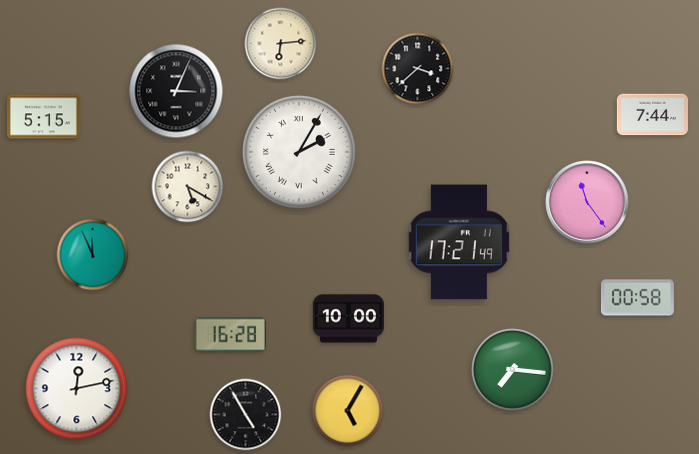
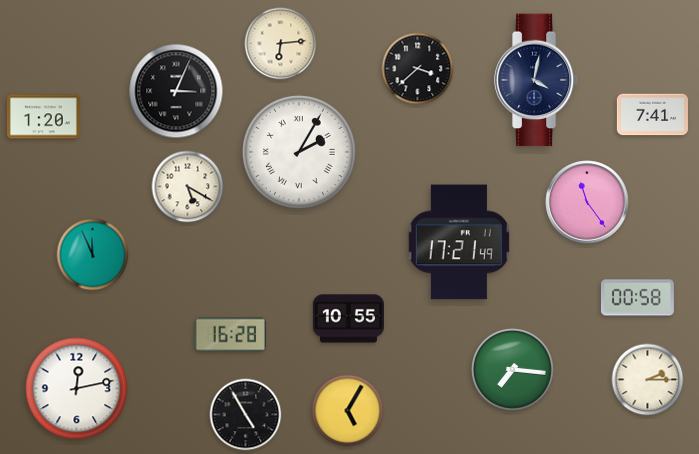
clock at (536, 80): none -> 4:02
clock at (652, 115): 7:44 -> 7:41
clock at (43, 117): 5:15 -> 1:20
clock at (348, 319): 10:00 -> 10:55
clock at (648, 380): none -> 2:15
